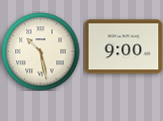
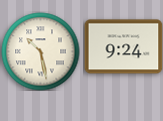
clock at (123, 47): 9:00 -> 9:24
